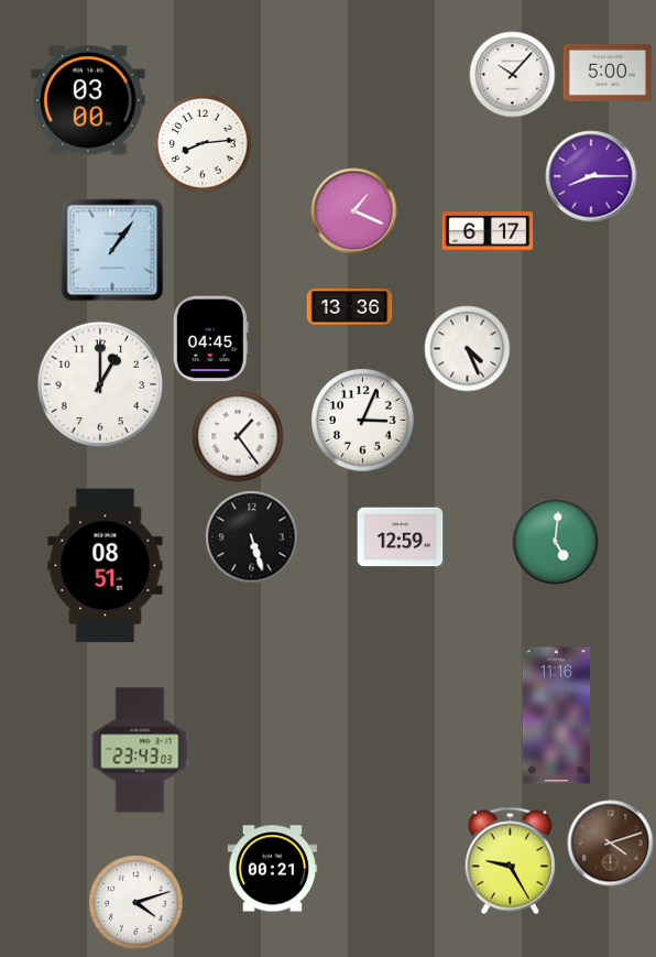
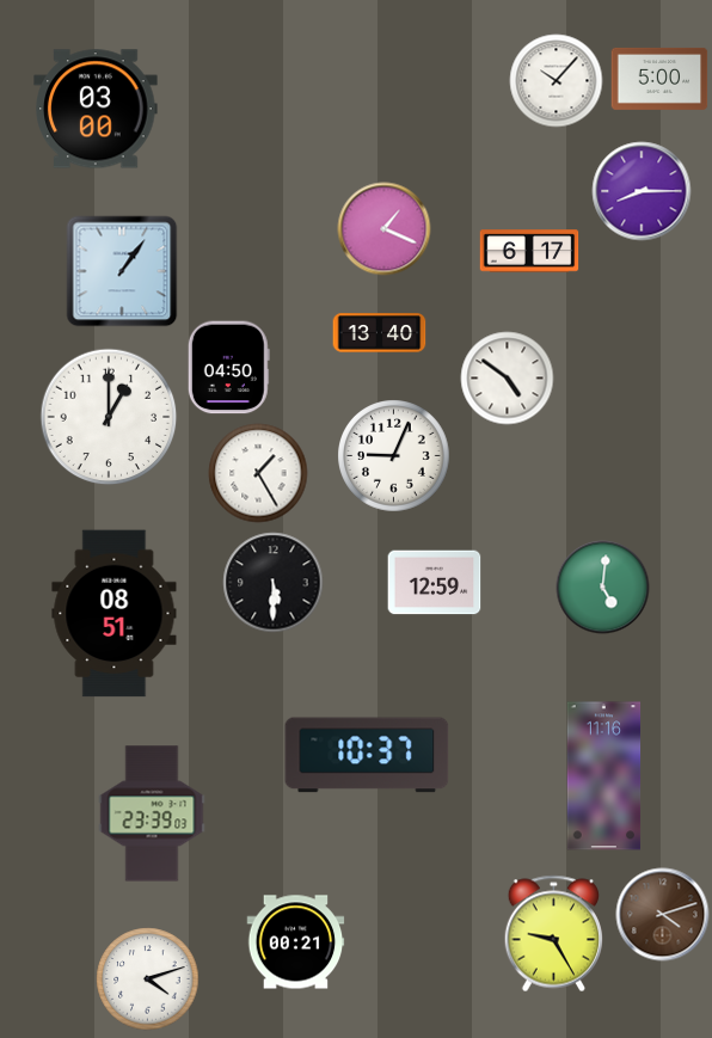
clock at (203, 143): 8:14 -> none
clock at (349, 307): 13:36 -> 13:40
clock at (210, 338): 04:45 -> 04:50
clock at (467, 348): 4:26 -> 4:51
clock at (362, 420): 3:04 -> 9:04
clock at (238, 436): 1:24 -> 1:25
clock at (251, 536): 5:27 -> 5:30
clock at (367, 755): none -> 10:37
clock at (140, 750): 23:43 -> 23:39
